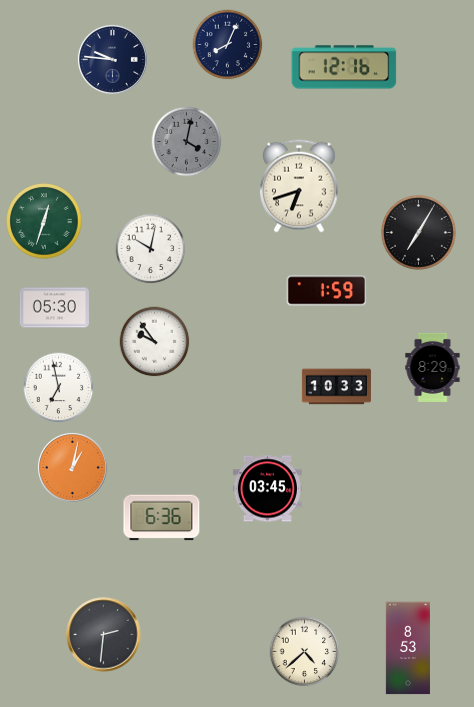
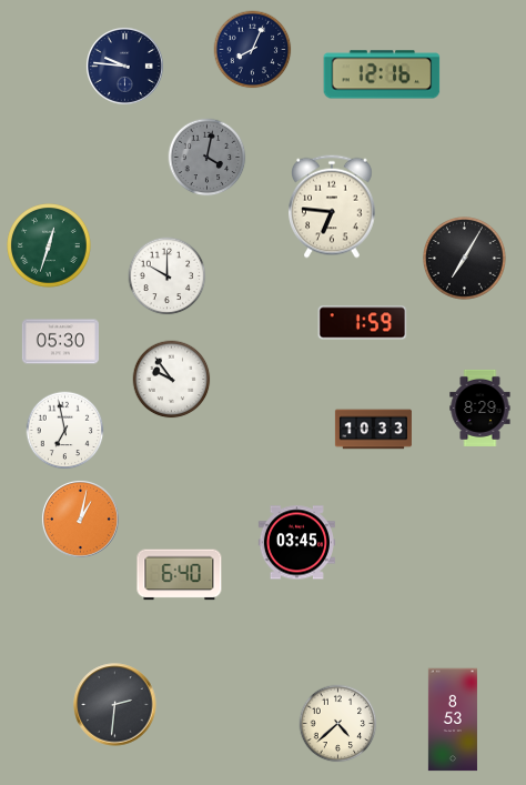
clock at (300, 186): 6:42 -> 6:46
clock at (151, 249): 10:02 -> 10:00
clock at (162, 518): 6:36 -> 6:40
